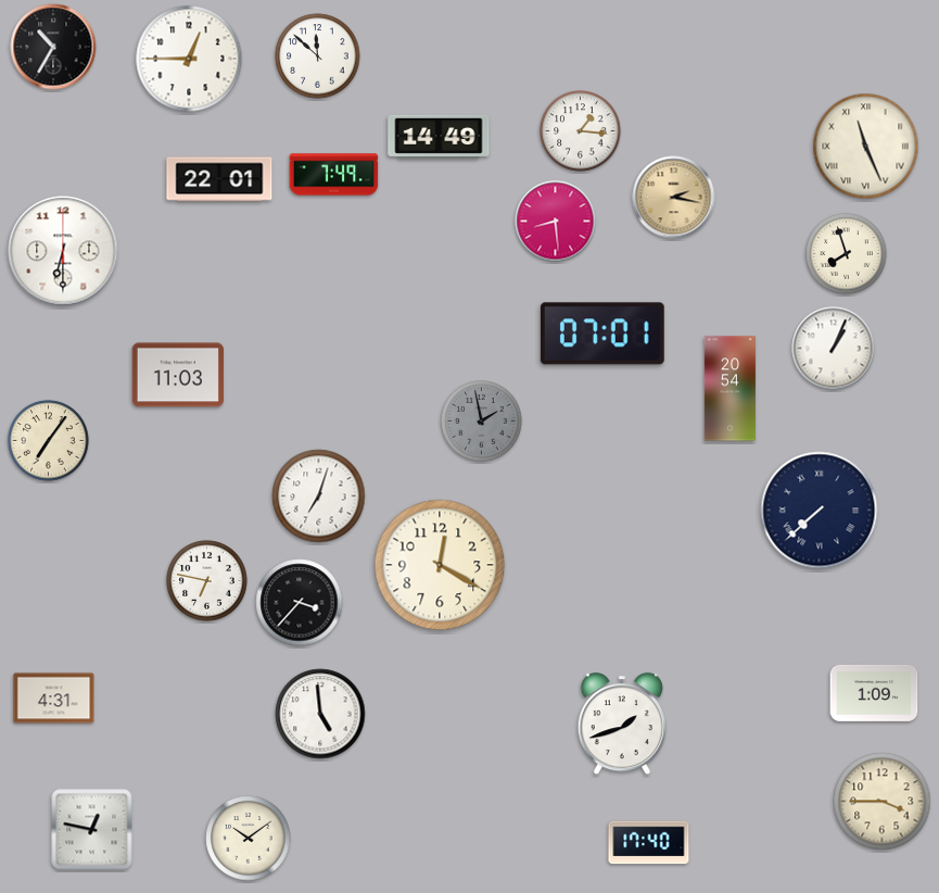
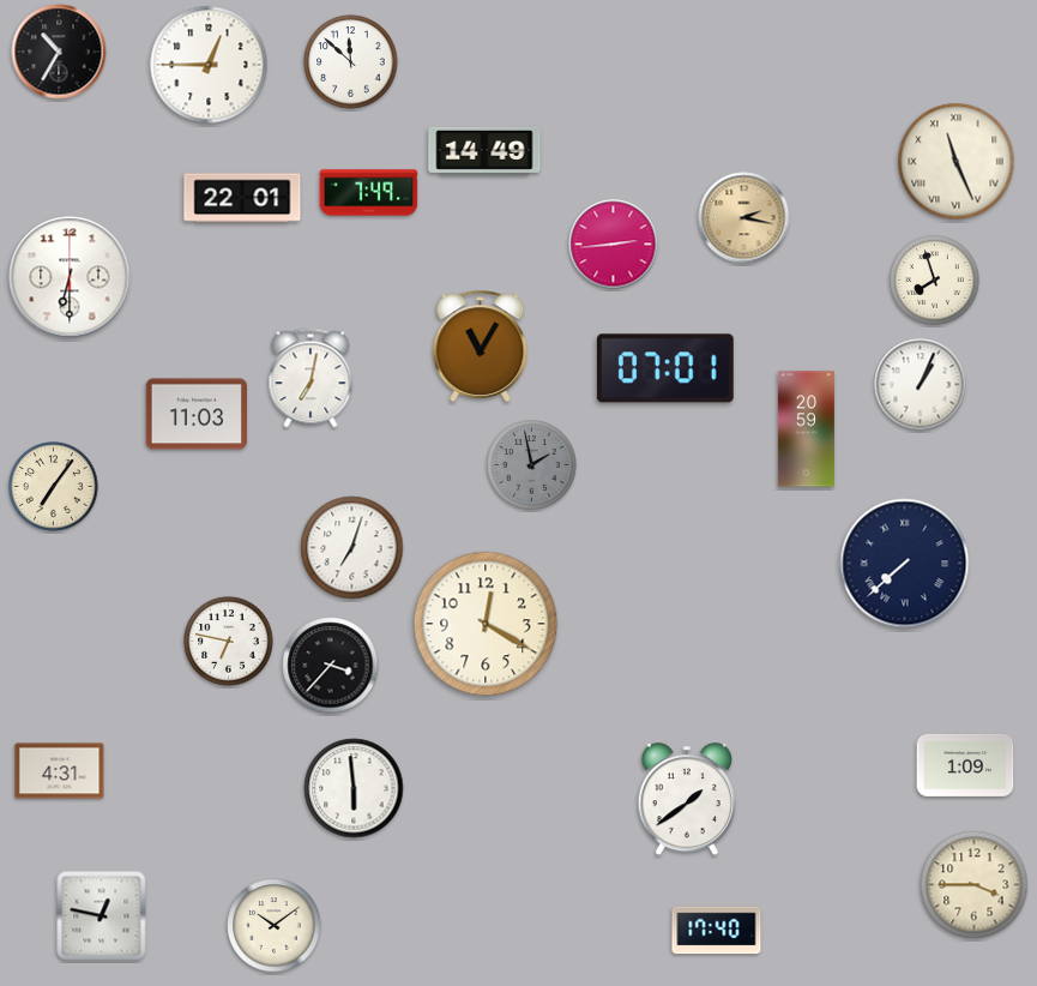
clock at (581, 131): 1:16 -> none
clock at (556, 222): 8:29 -> 2:44
clock at (481, 345): none -> 11:05
clock at (311, 378): none -> 7:02
clock at (729, 389): 20:54 -> 20:59
clock at (320, 714): 4:59 -> 5:59
clock at (621, 725): 1:42 -> 1:39
